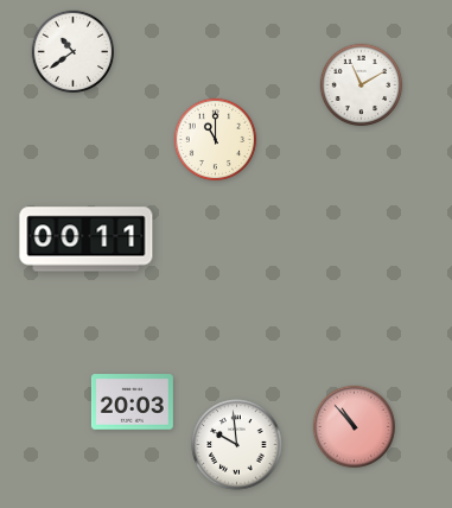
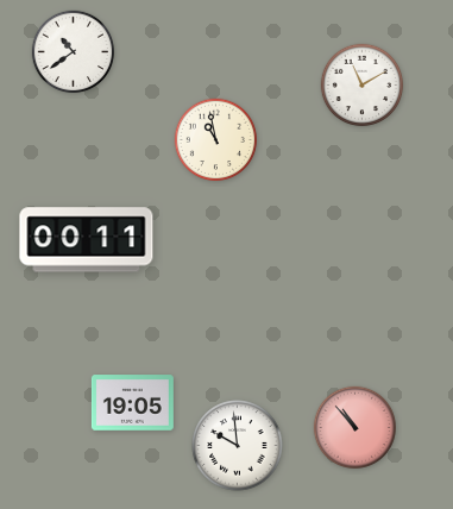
clock at (216, 140): 11:00 -> 10:58
clock at (132, 402): 20:03 -> 19:05
